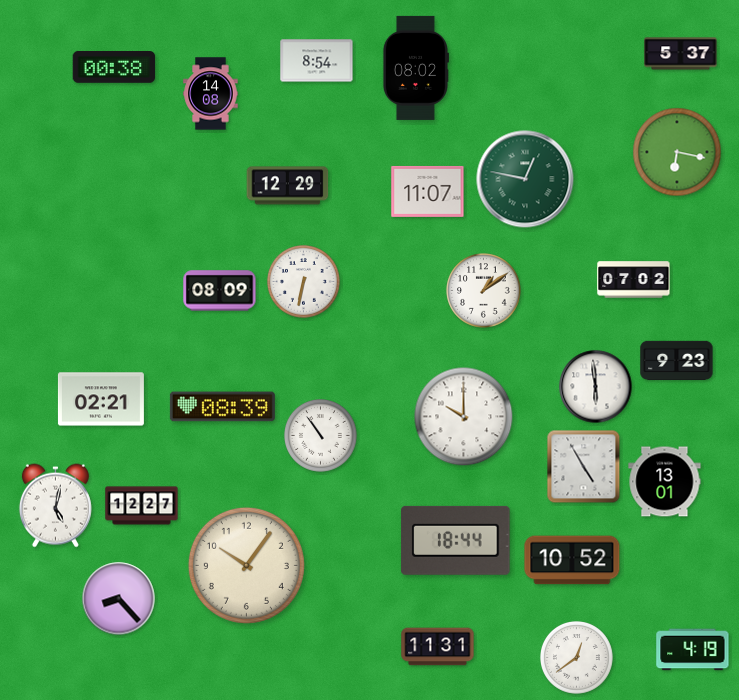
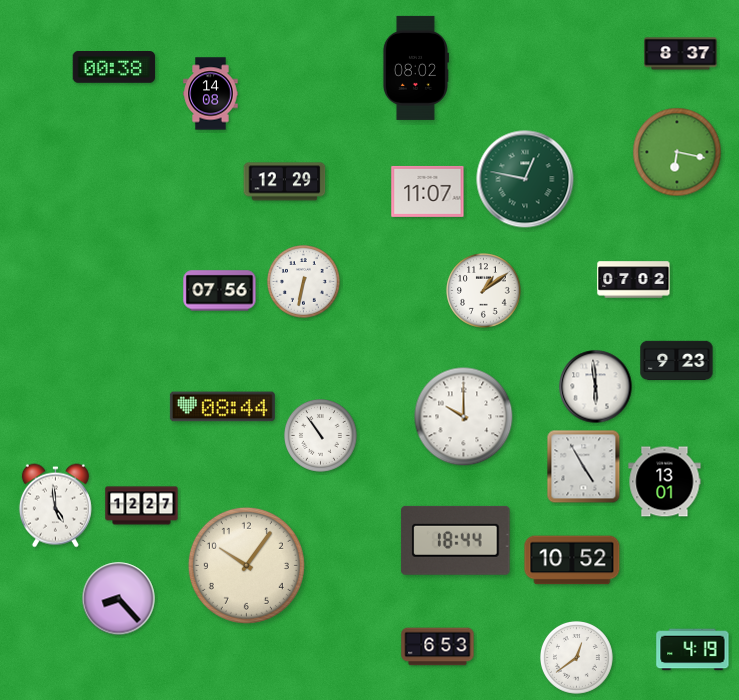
clock at (681, 54): 5:37 -> 8:37
clock at (317, 61): 8:54 -> none
clock at (288, 186) position: (288, 186) -> (285, 182)
clock at (220, 291): 08:09 -> 07:56
clock at (101, 399): 02:21 -> none
clock at (222, 407): 08:39 -> 08:44
clock at (55, 506): 5:02 -> 4:59
clock at (438, 647): 11:31 -> 6:53
